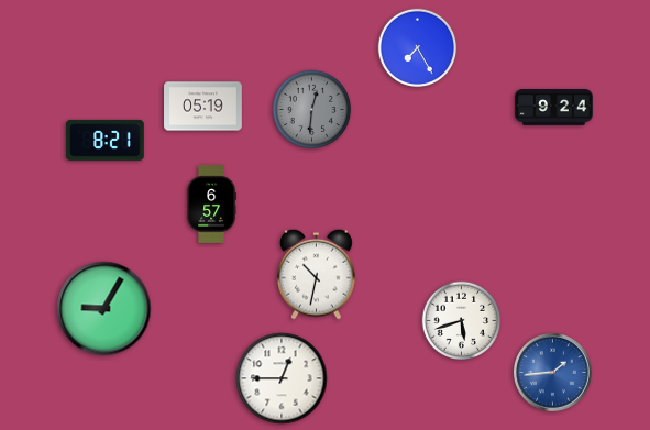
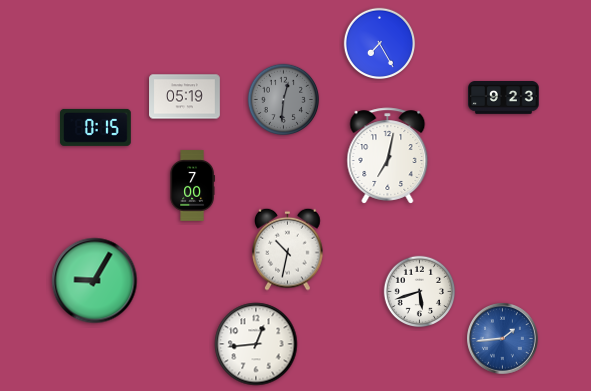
clock at (554, 108): 9:24 -> 9:23
clock at (106, 140): 8:21 -> 0:15
clock at (388, 156): none -> 7:02
clock at (211, 205): 6:57 -> 7:00
clock at (282, 378): 12:45 -> 12:44
